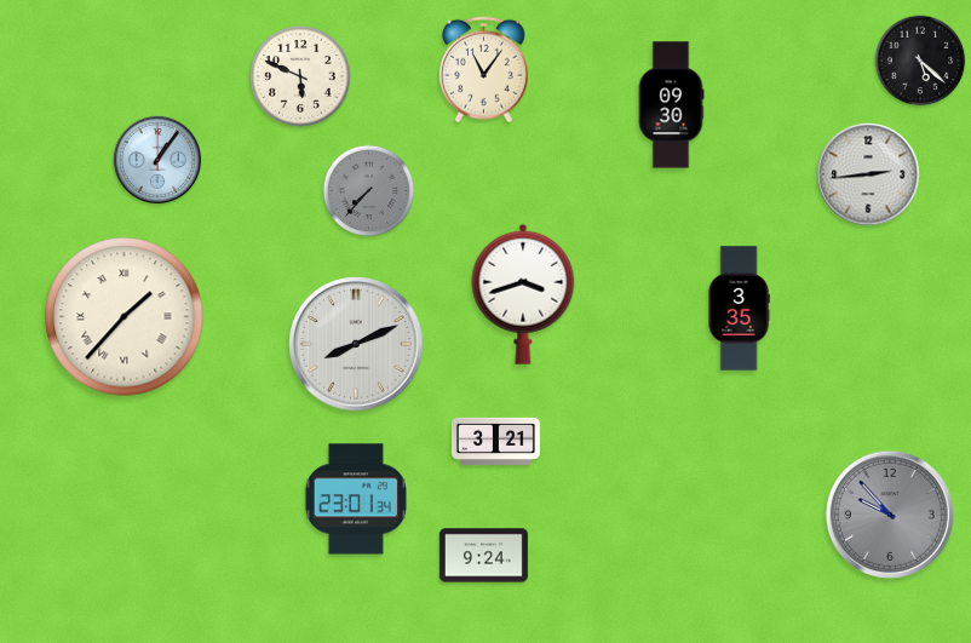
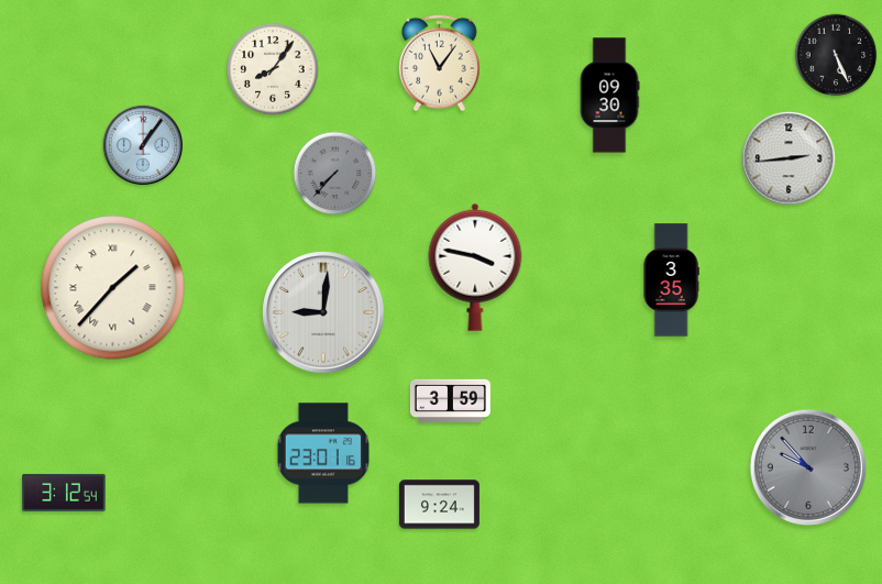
clock at (920, 61): 5:22 -> 5:26
clock at (300, 76): 5:49 -> 8:06
clock at (523, 294): 3:42 -> 3:47
clock at (356, 344): 8:11 -> 9:01
clock at (495, 441): 3:21 -> 3:59
clock at (356, 499): 23:01:34 -> 23:01:16
clock at (64, 493): none -> 3:12
